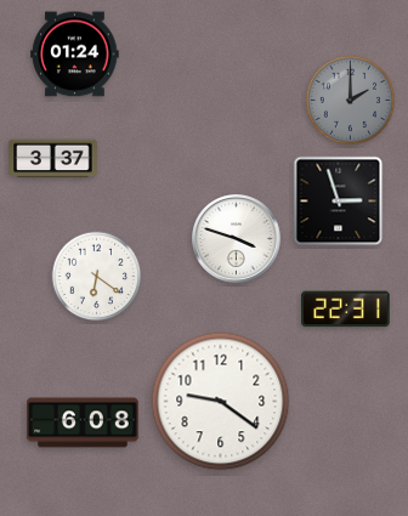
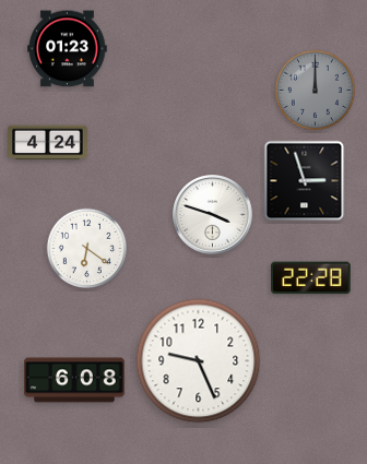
clock at (75, 55): 01:24 -> 01:23
clock at (351, 101): 2:00 -> 12:00
clock at (53, 159): 3:37 -> 4:24
clock at (346, 310): 22:31 -> 22:28
clock at (221, 402): 9:21 -> 9:26
